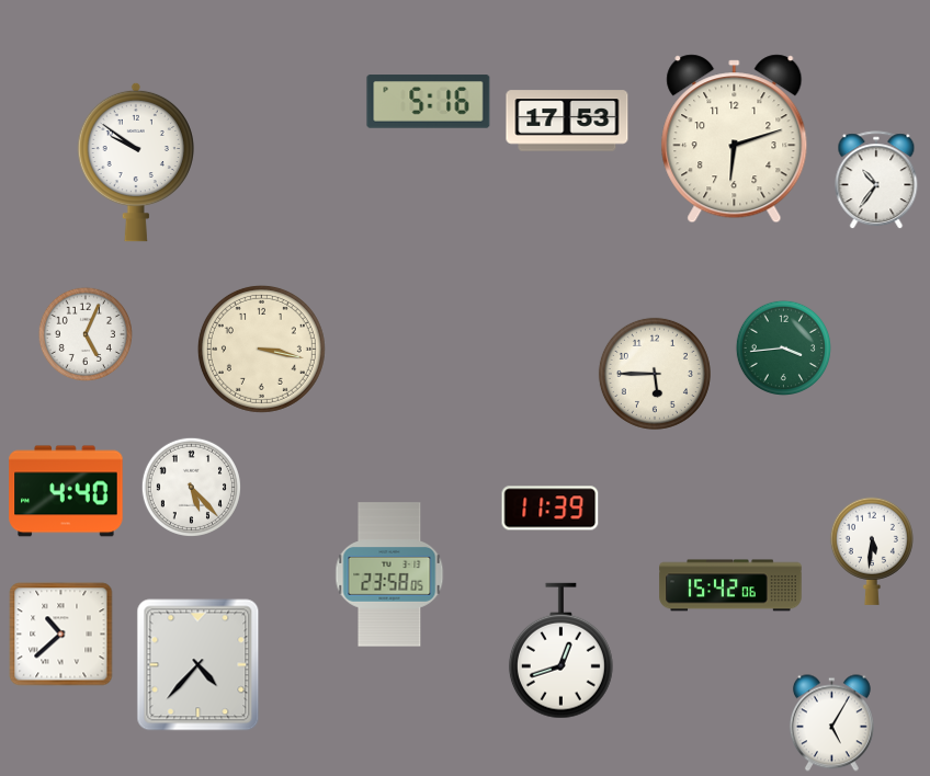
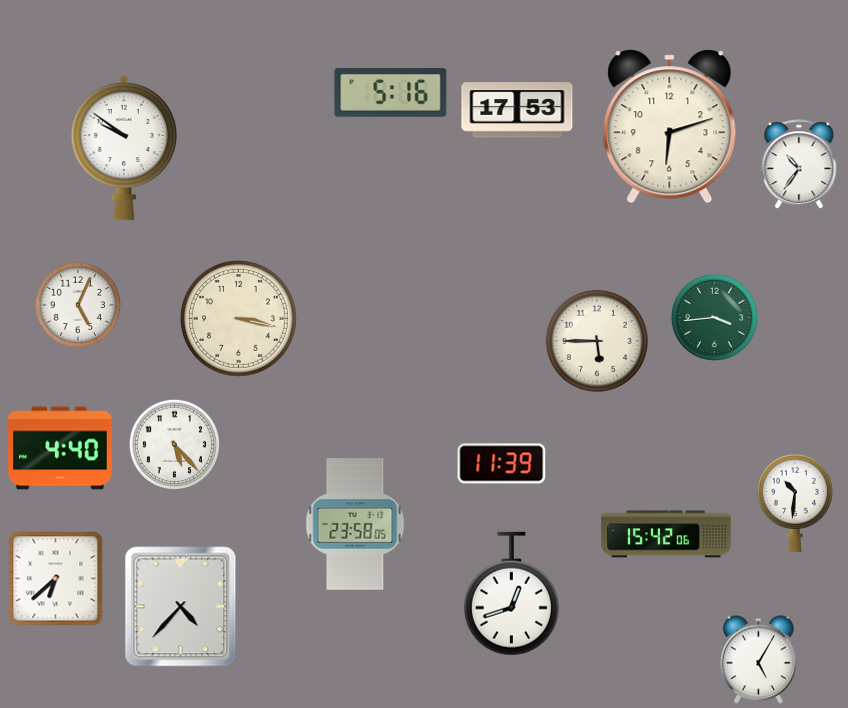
clock at (872, 551): 5:31 -> 10:31
clock at (61, 635): 10:38 -> 6:38
